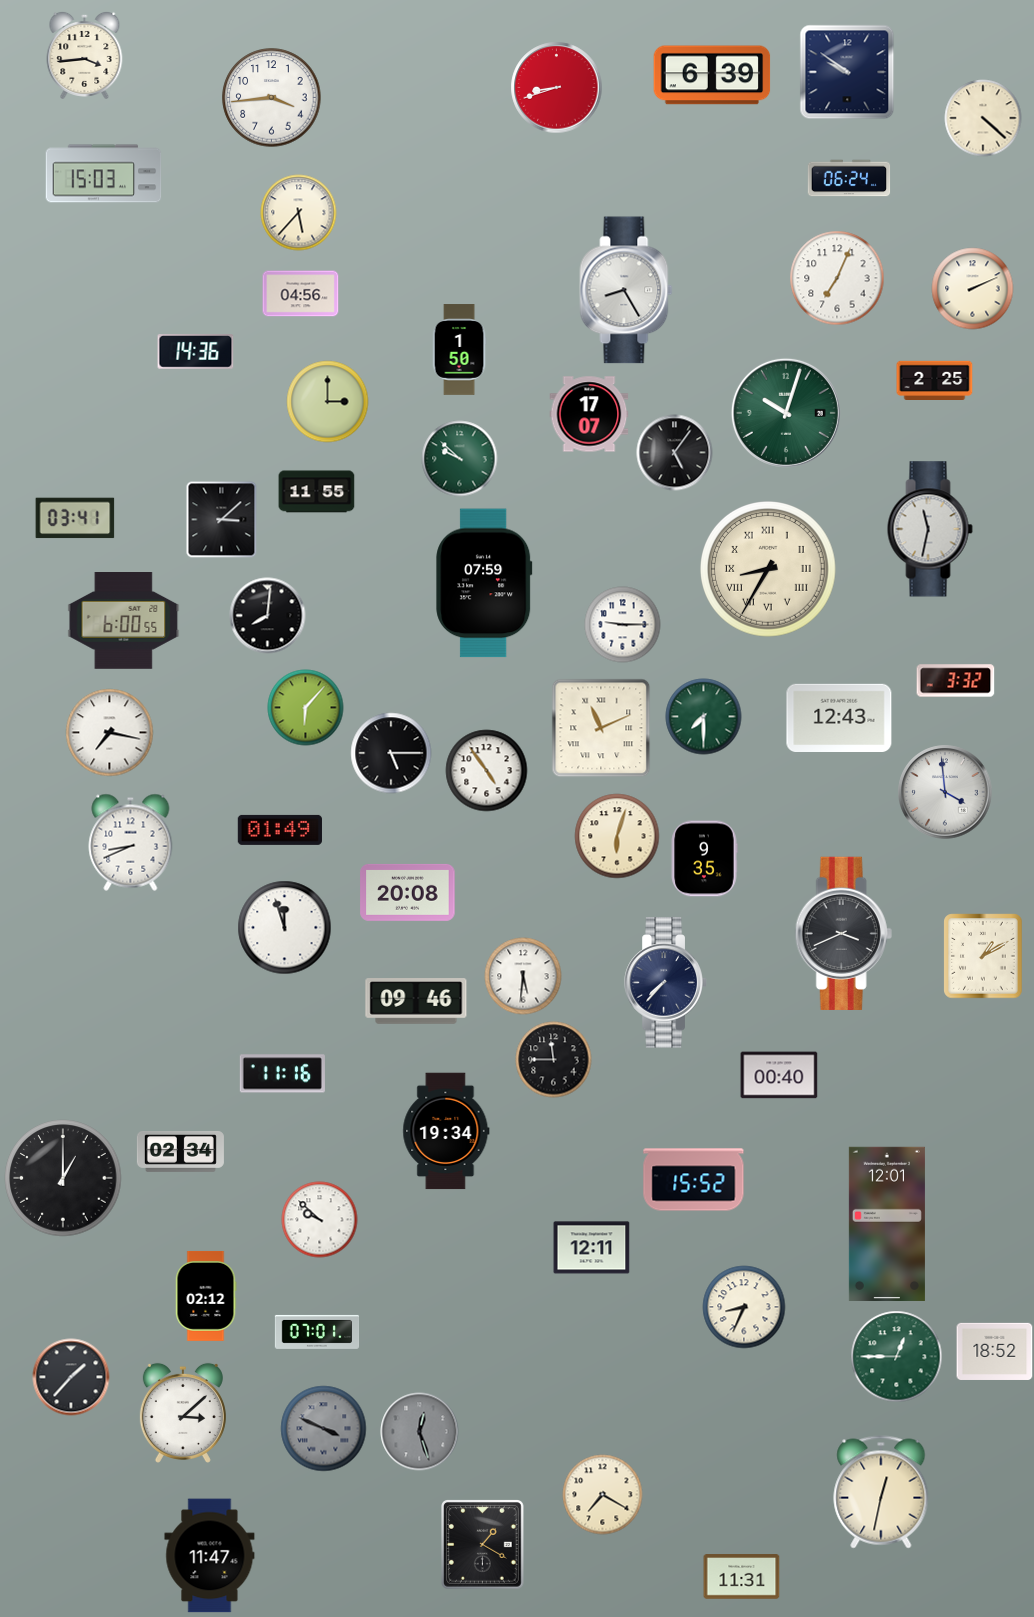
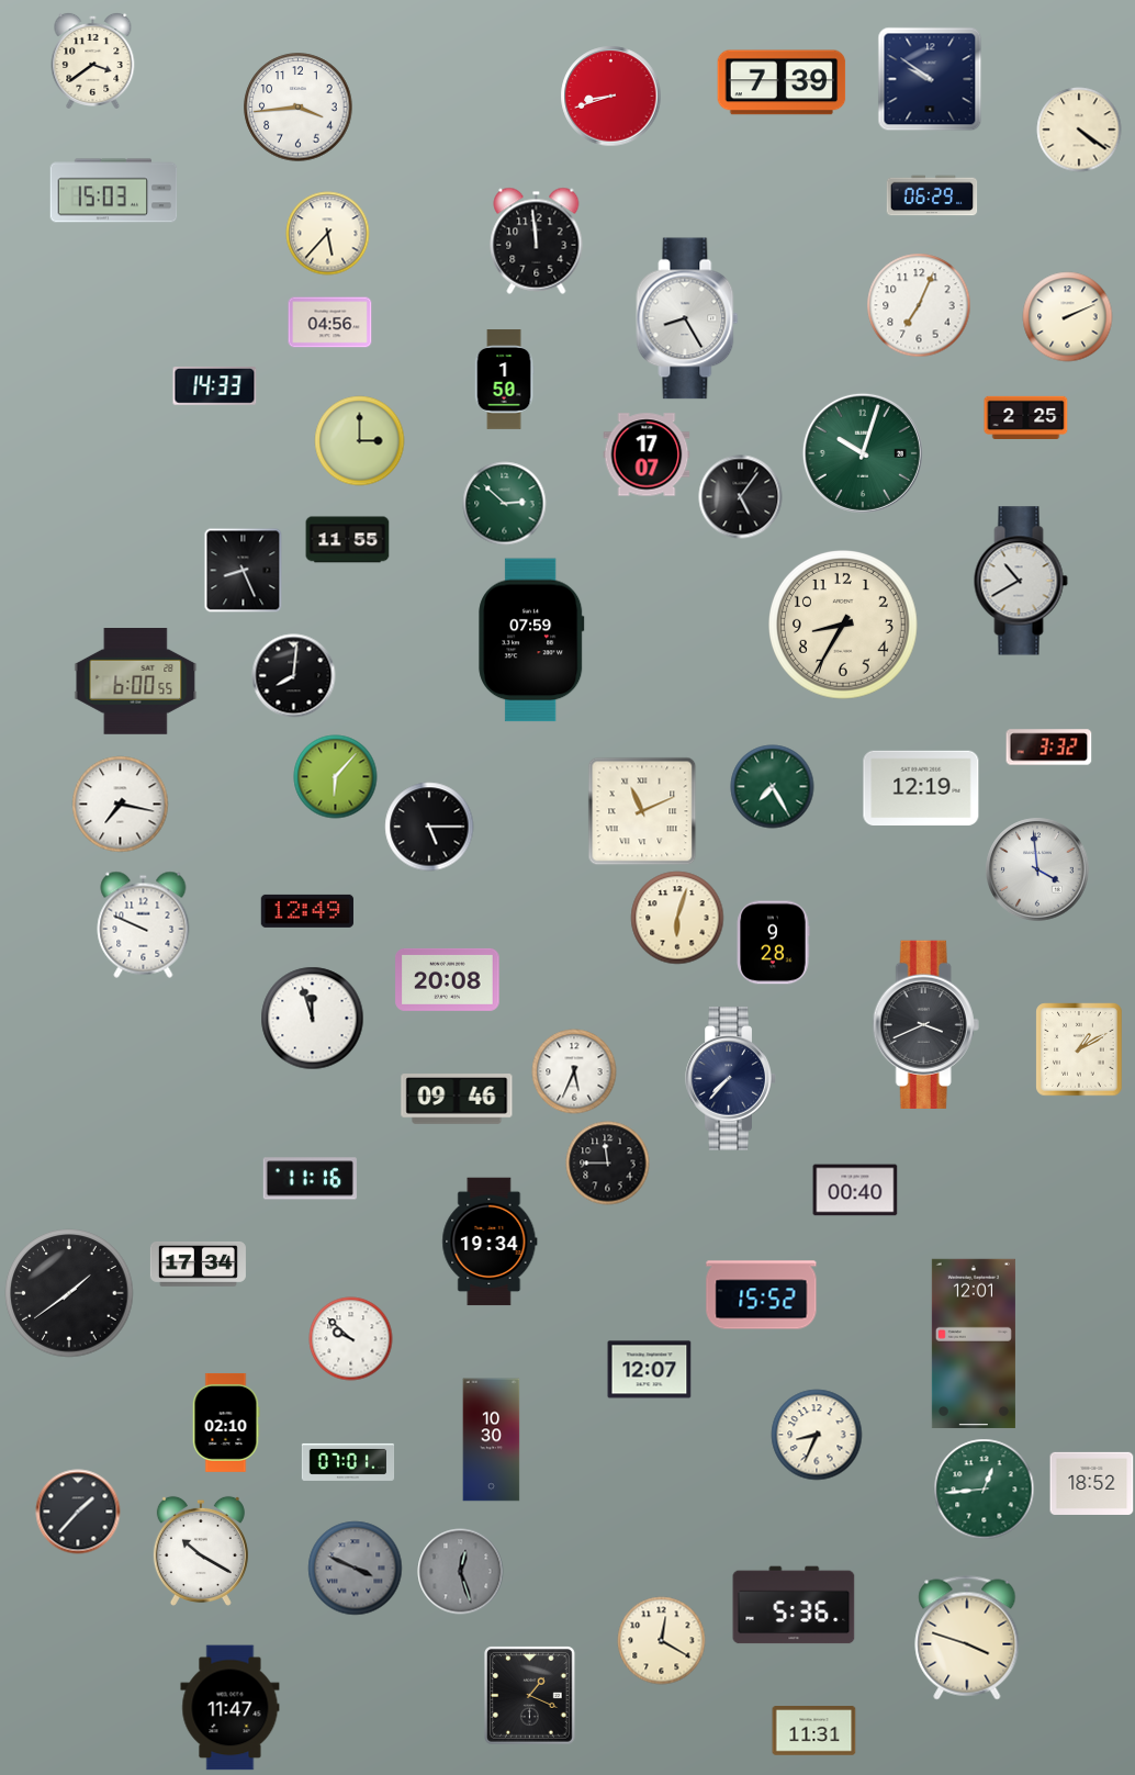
clock at (85, 55): 3:44 -> 3:39
clock at (712, 75): 6:39 -> 7:39
clock at (983, 118): 4:22 -> 4:21
clock at (849, 178): 06:24 -> 06:29
clock at (537, 240): none -> 11:59
clock at (459, 350) position: (459, 350) -> (504, 380)
clock at (196, 352): 14:36 -> 14:33
clock at (460, 459): 9:52 -> 2:52
clock at (75, 518): 03:41 -> none
clock at (222, 520): 3:08 -> 8:26
clock at (930, 529): 11:32 -> 10:40
clock at (769, 570) numerals: Roman -> Arabic
clock at (623, 625): 9:15 -> none
clock at (704, 717): 7:30 -> 7:25
clock at (839, 717): 12:43 -> 12:19
clock at (601, 728) position: (601, 728) -> (642, 811)
clock at (487, 771): 4:54 -> none
clock at (280, 830): 01:49 -> 12:49
clock at (131, 842): 8:41 -> 9:49
clock at (704, 859): 9:35 -> 9:28
clock at (523, 976): 5:31 -> 5:34
clock at (779, 1075) position: (779, 1075) -> (855, 1190)
clock at (180, 1151): 02:34 -> 17:34
clock at (63, 1178): 1:00 -> 1:39
clock at (592, 1248): 12:11 -> 12:07
clock at (206, 1296): 02:12 -> 02:10
clock at (492, 1440): none -> 10:30
clock at (897, 1357): 12:45 -> 12:44
clock at (183, 1413): 3:08 -> 10:20
clock at (794, 1605): none -> 5:36
clock at (881, 1492): 12:32 -> 3:48
clock at (603, 1495): 7:20 -> 12:20
clock at (483, 1545): 1:20 -> 1:19
